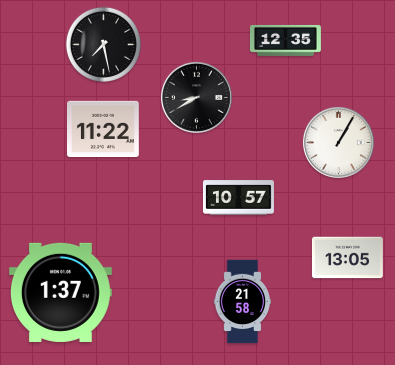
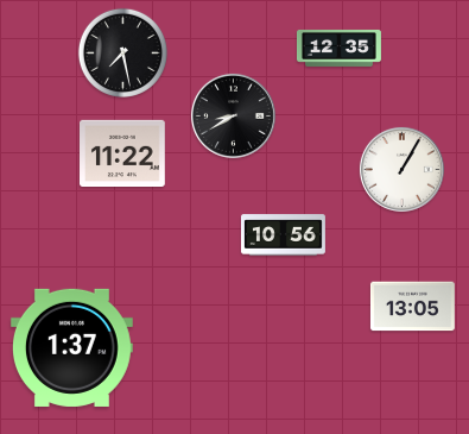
clock at (238, 198): 10:57 -> 10:56
clock at (243, 302): 21:58 -> none
